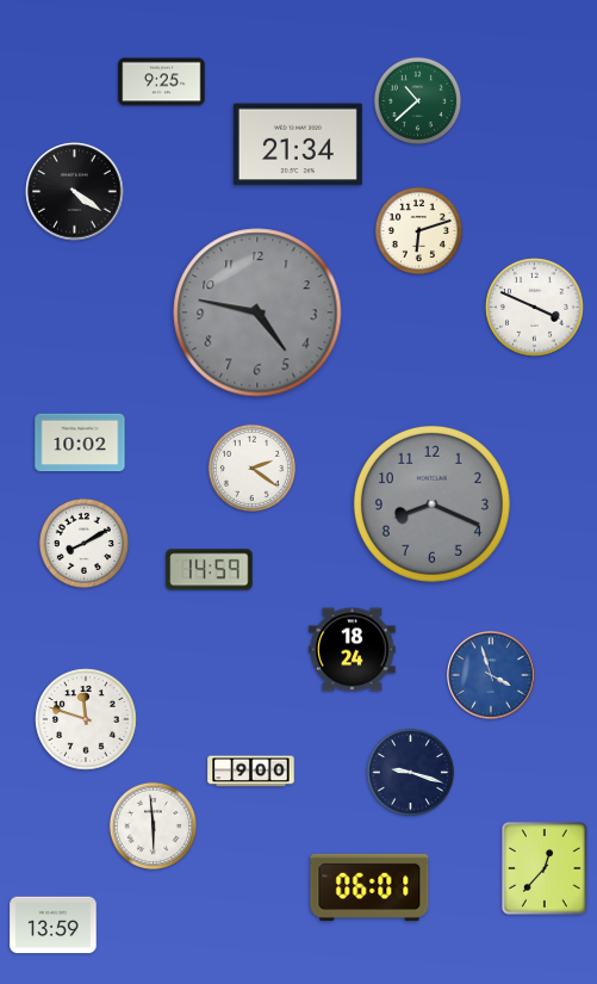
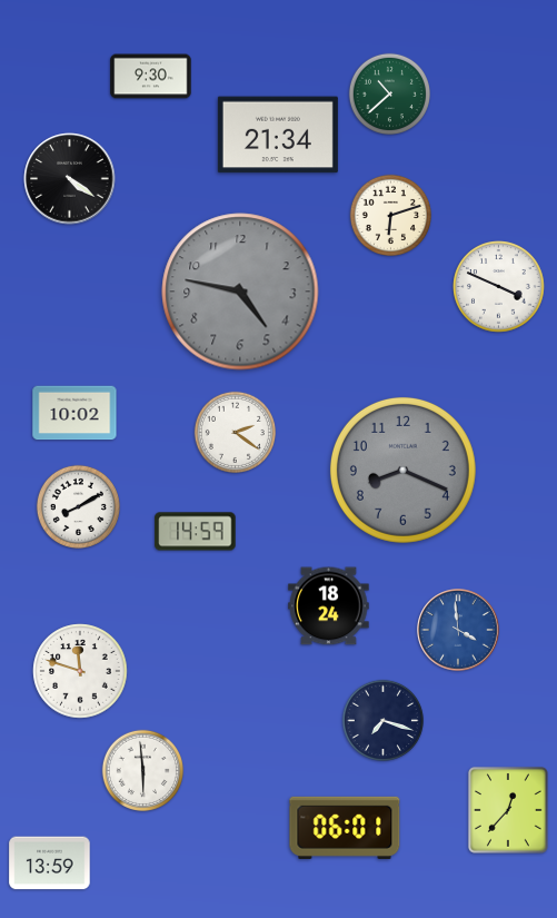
clock at (162, 82): 9:25 -> 9:30
clock at (251, 468) position: (251, 468) -> (235, 432)
clock at (491, 675): 3:57 -> 3:59
clock at (251, 772): 9:00 -> none
clock at (410, 772): 9:18 -> 7:18
